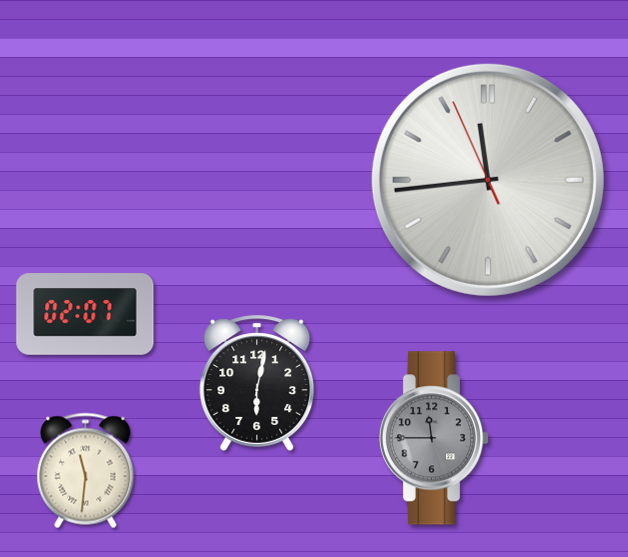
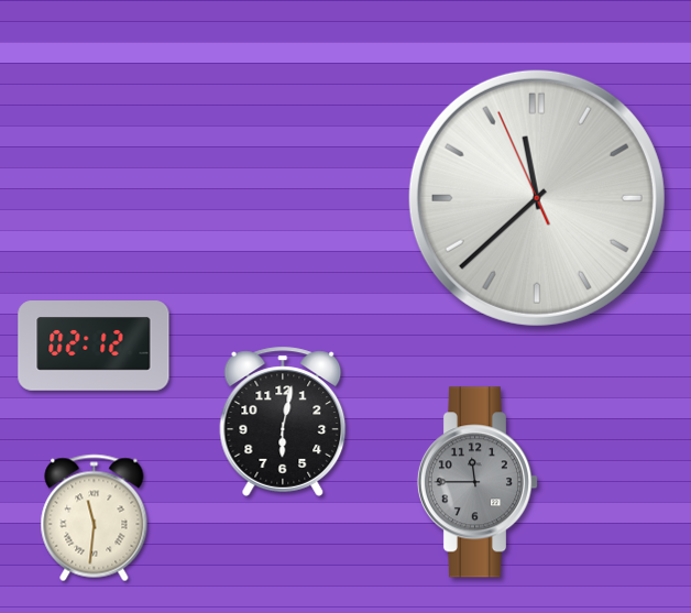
clock at (488, 180): 11:43 -> 11:37
clock at (85, 314): 02:07 -> 02:12
